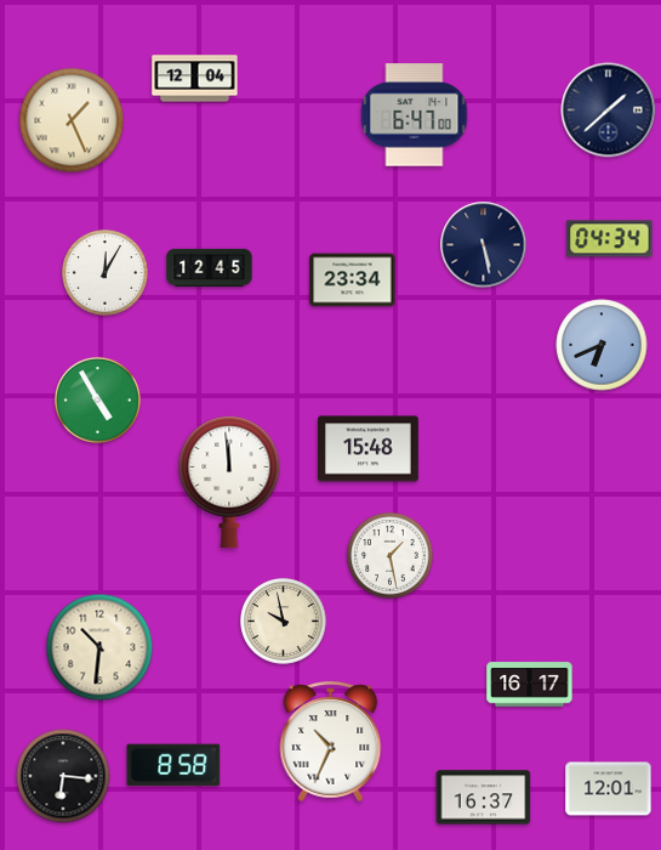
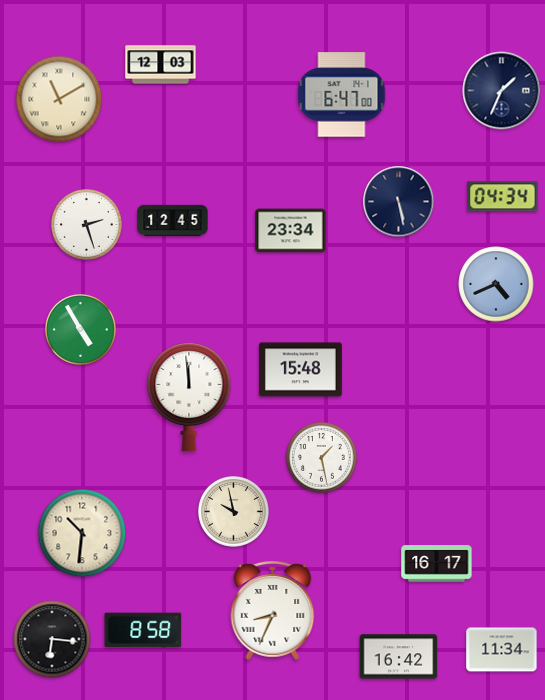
clock at (195, 79): 12:04 -> 12:03
clock at (609, 110): 1:38 -> 1:34
clock at (72, 120): 1:26 -> 11:10
clock at (106, 273): 12:05 -> 2:27
clock at (602, 345): 6:41 -> 4:41
clock at (369, 449) position: (369, 449) -> (301, 370)
clock at (331, 741): 10:34 -> 8:34
clock at (609, 789): 12:01 -> 11:34
clock at (484, 798): 16:37 -> 16:42
